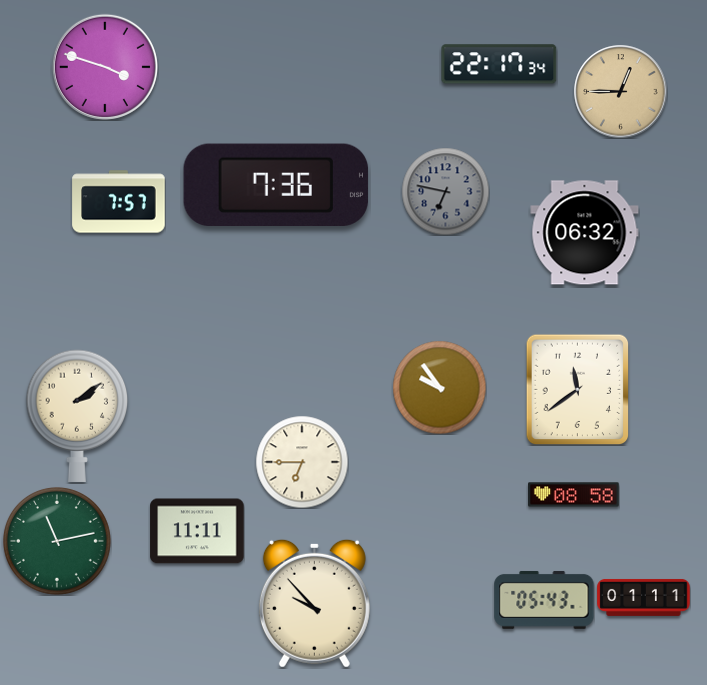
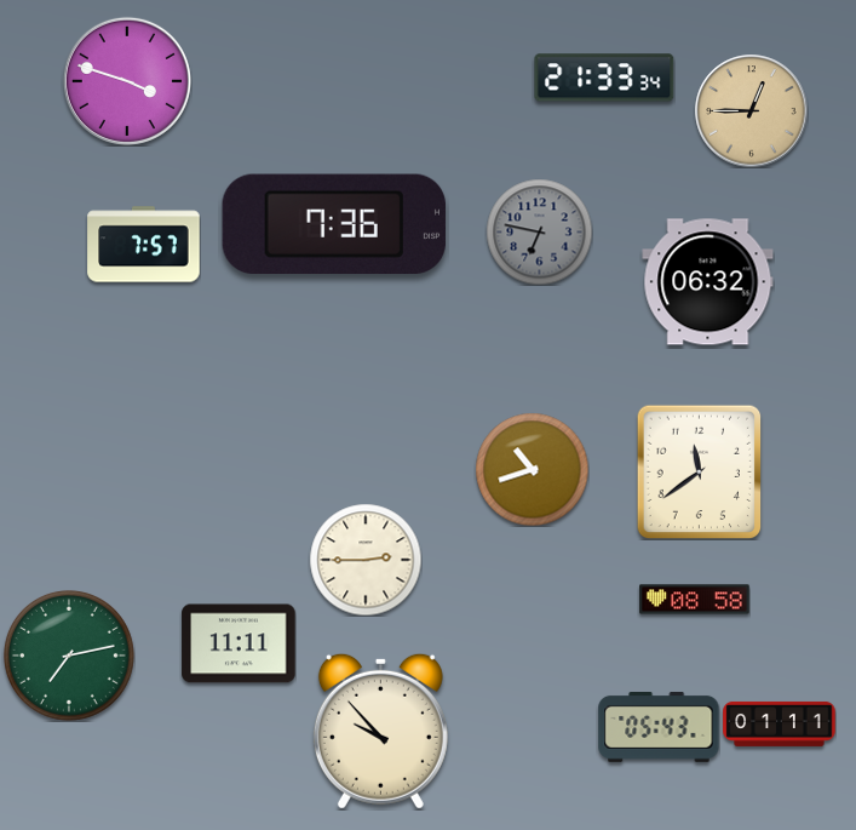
clock at (499, 64): 22:17 -> 21:33
clock at (439, 387): 9:54 -> 10:42
clock at (77, 416): 2:09 -> none
clock at (302, 462): 6:45 -> 2:45
clock at (57, 541): 11:13 -> 7:13
